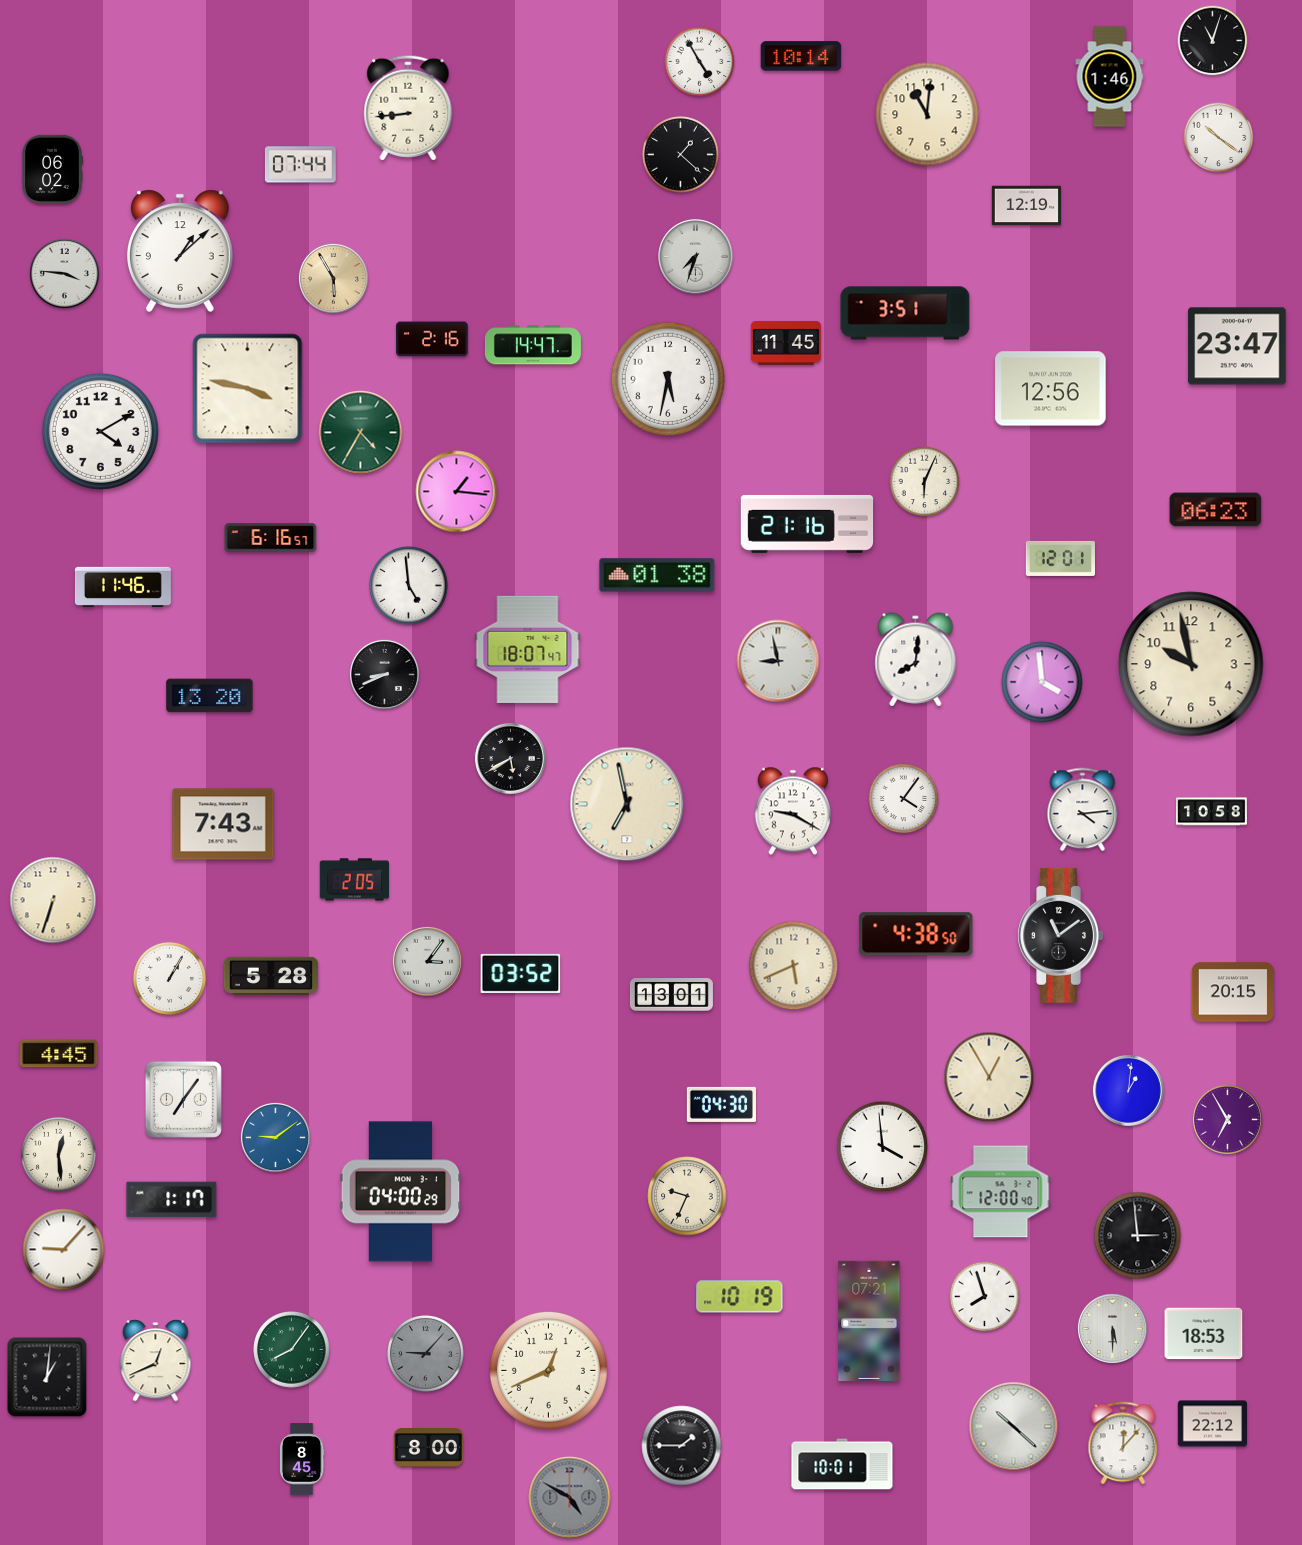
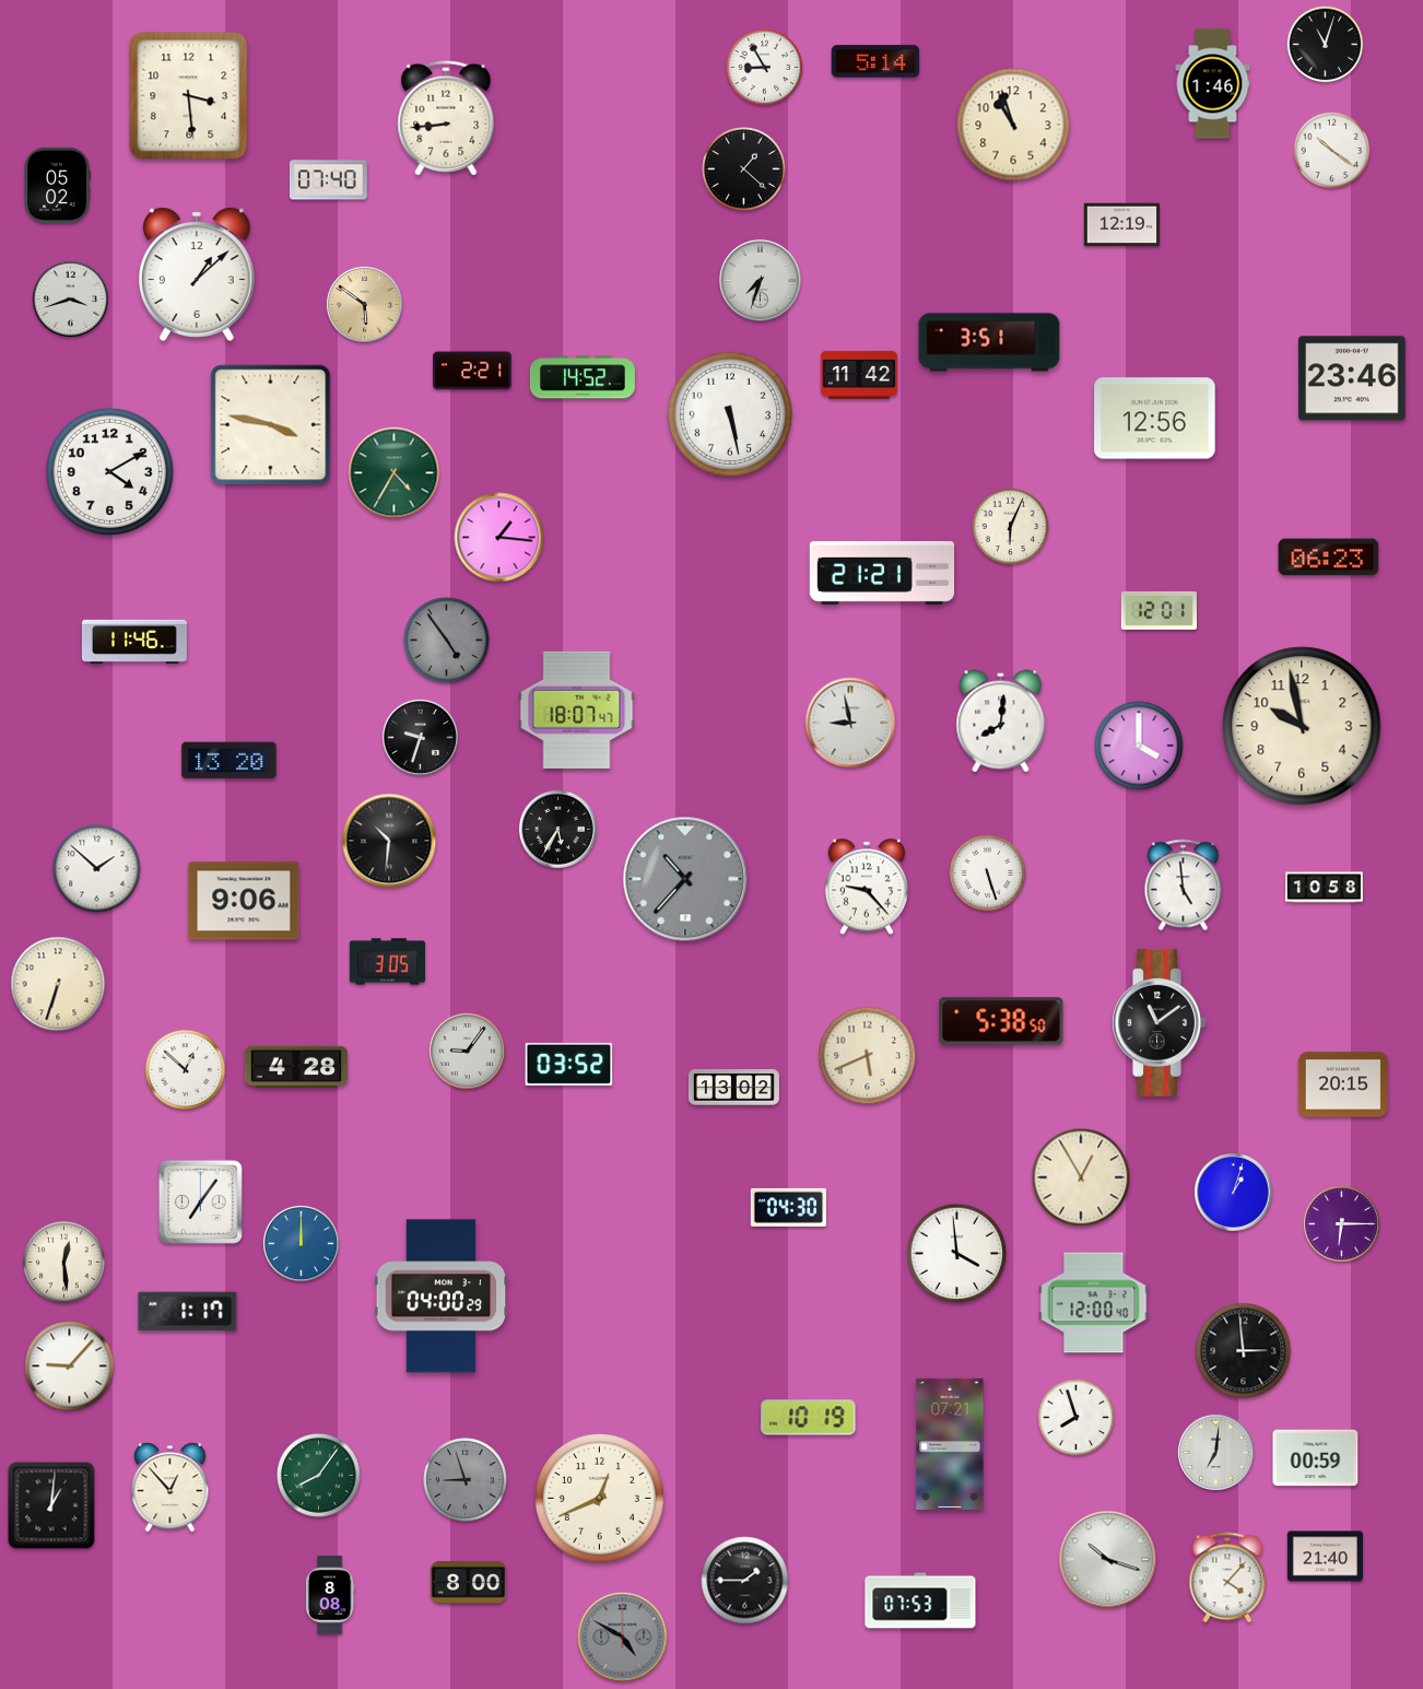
clock at (801, 56): 10:14 -> 5:14
clock at (700, 62): 4:55 -> 8:55
clock at (189, 96): none -> 3:29
clock at (927, 114): 11:01 -> 10:57
clock at (300, 165): 07:44 -> 07:40
clock at (52, 169): 06:02 -> 05:02
clock at (64, 273): 3:46 -> 3:42
clock at (333, 278): 5:55 -> 5:51
clock at (432, 339): 2:16 -> 2:21
clock at (786, 343): 11:45 -> 11:42
clock at (533, 345): 14:47 -> 14:52
clock at (1237, 346): 23:47 -> 23:46
clock at (667, 378): 5:32 -> 5:28
clock at (1051, 389) position: (1051, 389) -> (1155, 419)
clock at (807, 524): 21:16 -> 21:21
clock at (271, 538): 6:16 -> none
clock at (657, 575): 01:38 -> none
clock at (409, 586): 4:59 -> 4:54
clock at (409, 586) dial: white -> grey
clock at (384, 674): 8:41 -> 9:33
clock at (1042, 682): 3:59 -> 4:00
clock at (510, 758): 5:40 -> 5:35
clock at (389, 841): none -> 10:31
clock at (97, 869): none -> 1:52
clock at (904, 799): 4:06 -> 5:27
clock at (627, 804): 6:58 -> 10:37
clock at (627, 804) dial: cream -> grey
clock at (1083, 810): 4:14 -> 4:59
clock at (792, 811): 9:20 -> 9:23
clock at (223, 824): 7:43 -> 9:06
clock at (354, 880): 2:05 -> 3:05
clock at (916, 934): 4:38 -> 5:38
clock at (427, 961): 3:06 -> 9:06
clock at (271, 976): 5:28 -> 4:28
clock at (169, 978): 1:05 -> 12:52
clock at (1233, 992) position: (1233, 992) -> (1343, 1084)
clock at (671, 995): 13:01 -> 13:02
clock at (59, 1054): 4:45 -> none
clock at (1128, 1090): 1:01 -> 1:03
clock at (1227, 1119): 6:55 -> 6:15
clock at (275, 1137): 9:09 -> 12:00
clock at (883, 1147) position: (883, 1147) -> (957, 1254)
clock at (401, 1192) position: (401, 1192) -> (442, 1297)
clock at (687, 1196): 9:34 -> none
clock at (1112, 1328): 5:30 -> 7:01
clock at (1204, 1334): 18:53 -> 00:59
clock at (426, 1354): 9:07 -> 8:57
clock at (156, 1361): 12:41 -> 12:53
clock at (1212, 1424): 22:12 -> 21:40
clock at (1014, 1427): 10:22 -> 10:18
clock at (1123, 1443): 12:07 -> 4:07
clock at (302, 1459): 8:45 -> 8:08
clock at (842, 1464): 10:01 -> 07:53
